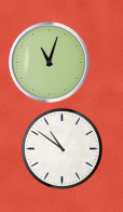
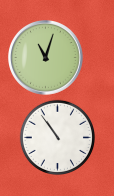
clock at (61, 148): 10:51 -> 10:54
